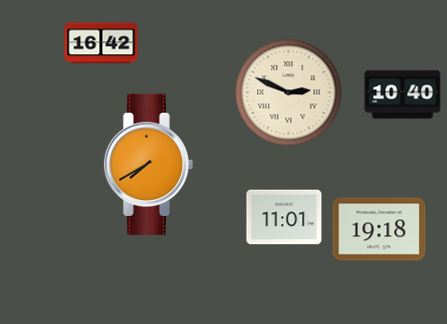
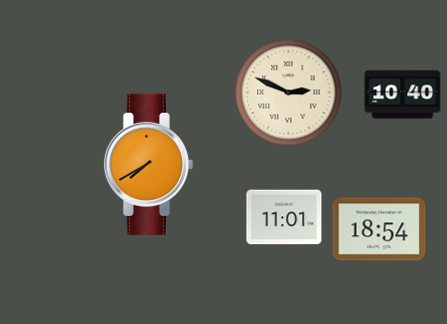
clock at (101, 43): 16:42 -> none
clock at (379, 229): 19:18 -> 18:54
